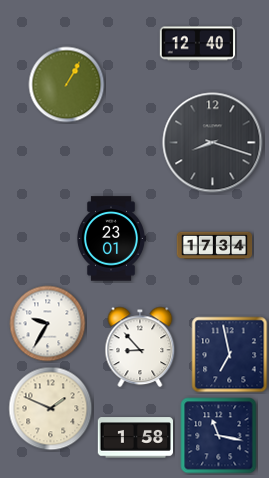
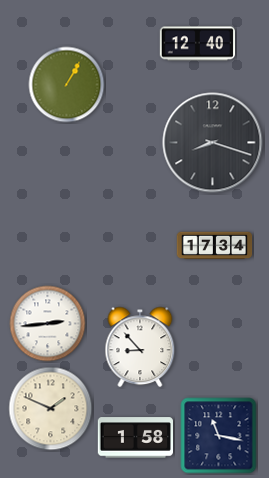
clock at (111, 239): 23:01 -> none
clock at (48, 324): 9:35 -> 2:44
clock at (230, 355): 6:58 -> none
